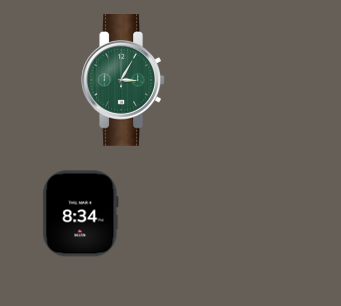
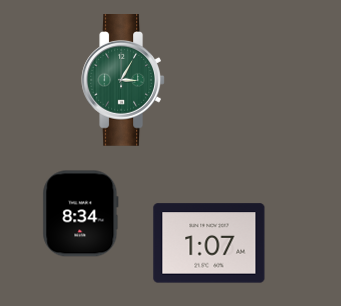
clock at (209, 243): none -> 1:07
